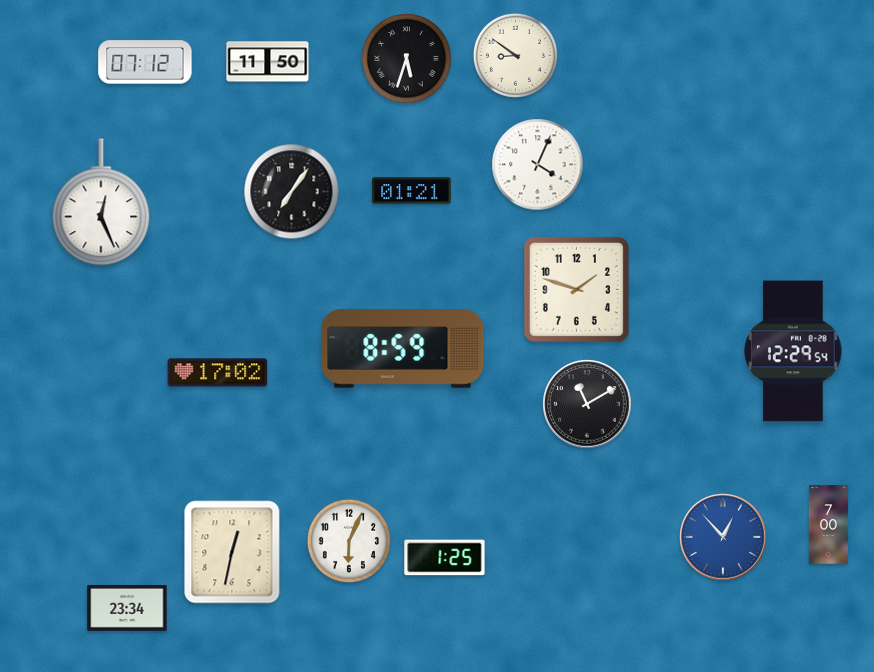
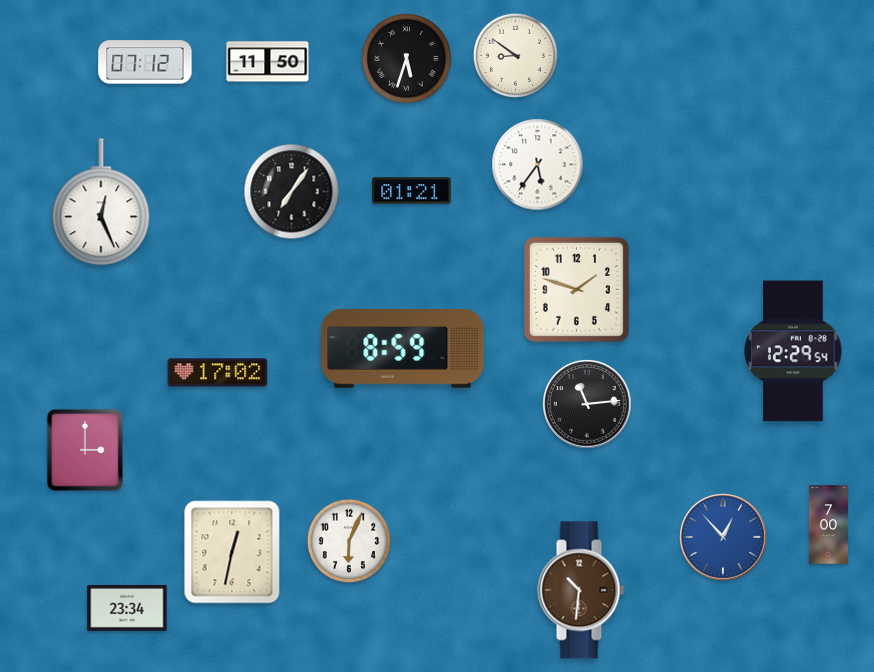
clock at (538, 165): 4:04 -> 5:36
clock at (587, 404): 11:10 -> 11:14
clock at (85, 450): none -> 3:00
clock at (445, 558): 1:25 -> none
clock at (581, 590): none -> 10:31
